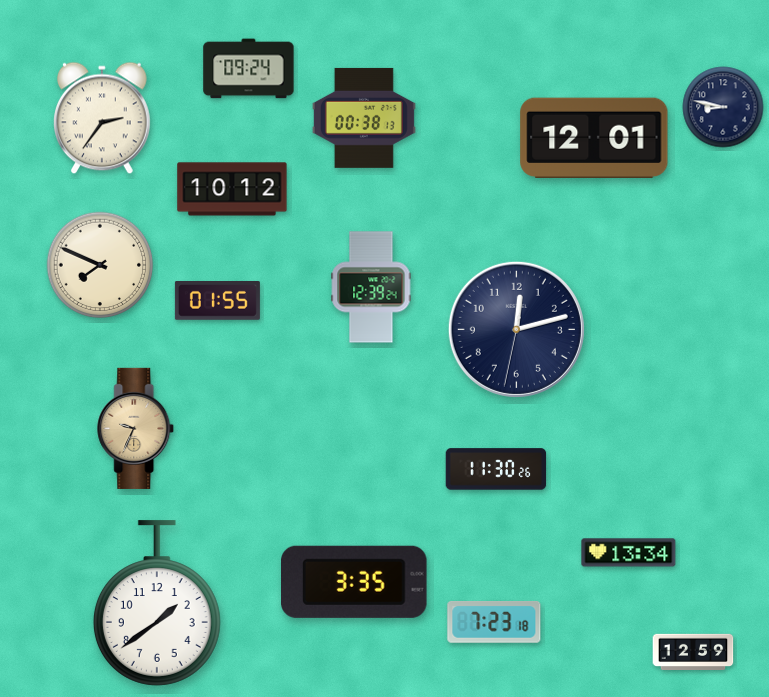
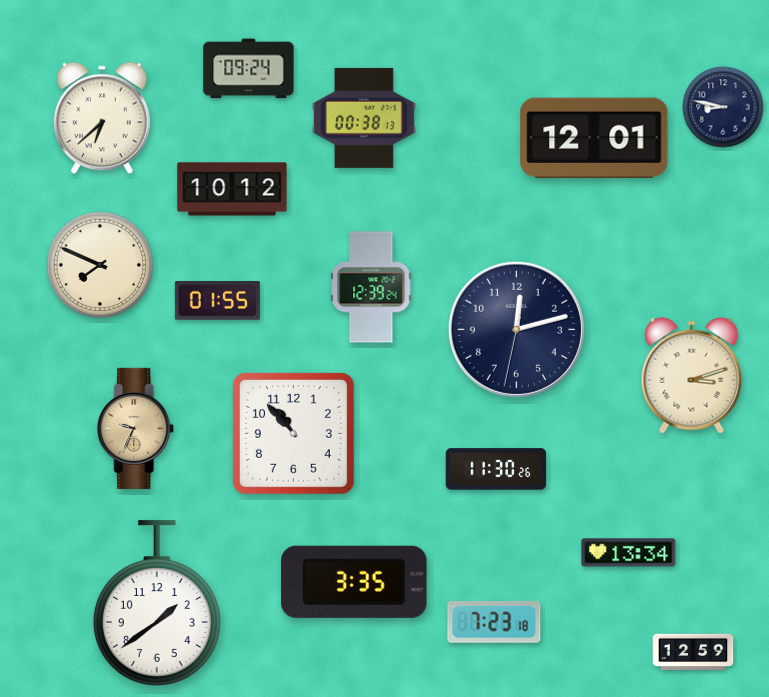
clock at (103, 118): 2:36 -> 6:38
clock at (692, 375): none -> 3:12
clock at (293, 433): none -> 10:53
